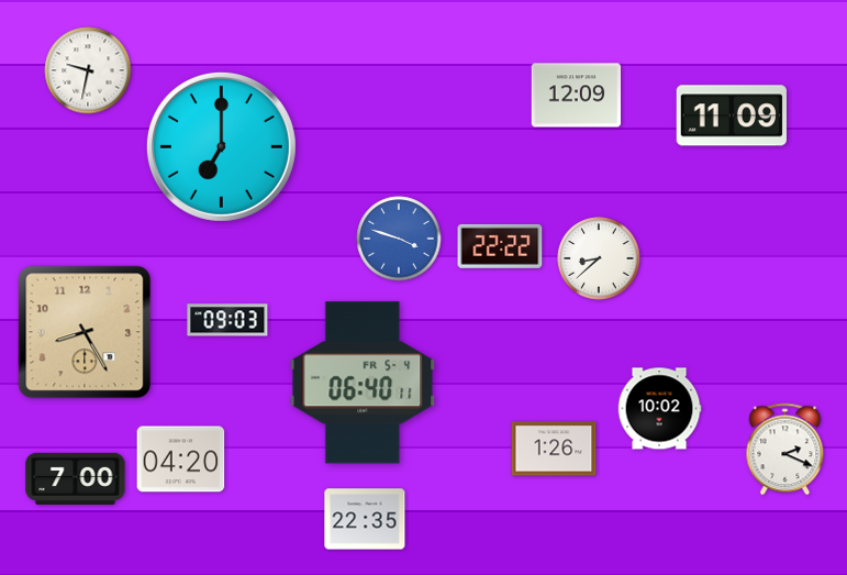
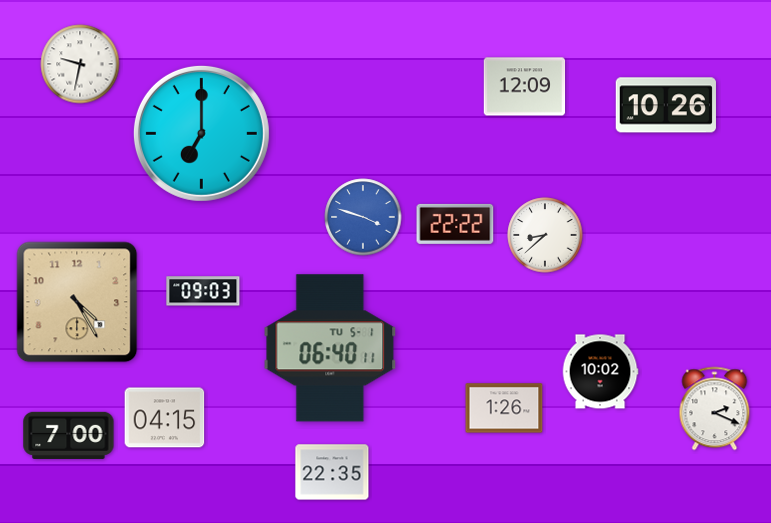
clock at (732, 115): 11:09 -> 10:26
clock at (227, 320) position: (227, 320) -> (203, 291)
clock at (85, 332): 8:25 -> 4:25
clock at (363, 383) date: FR 5-4 -> TU 5-1
clock at (181, 460): 04:20 -> 04:15
